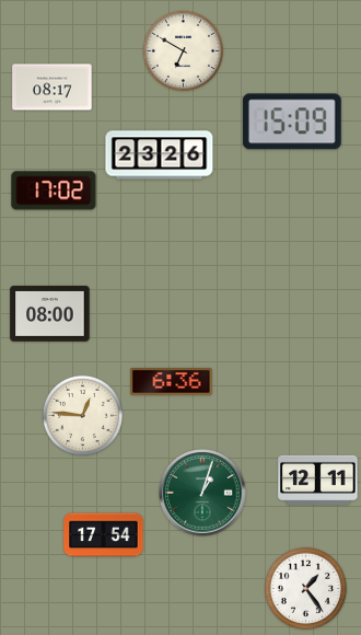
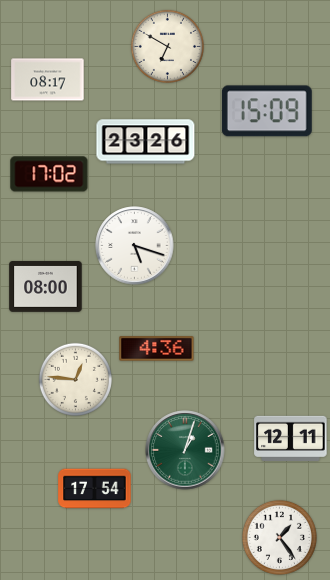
clock at (135, 246): none -> 5:18
clock at (172, 382): 6:36 -> 4:36
